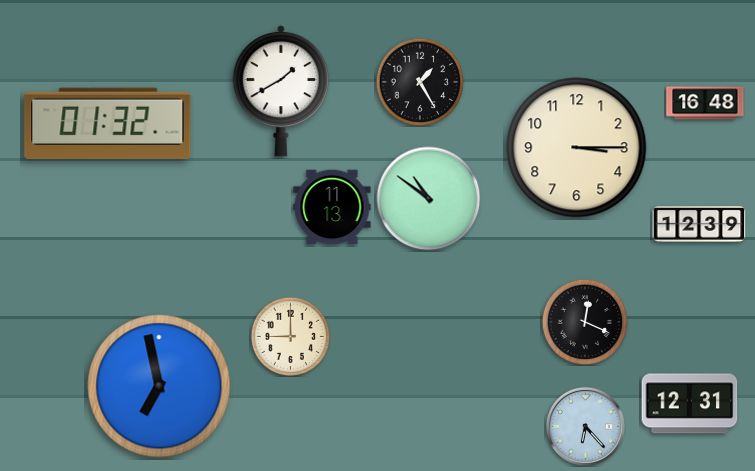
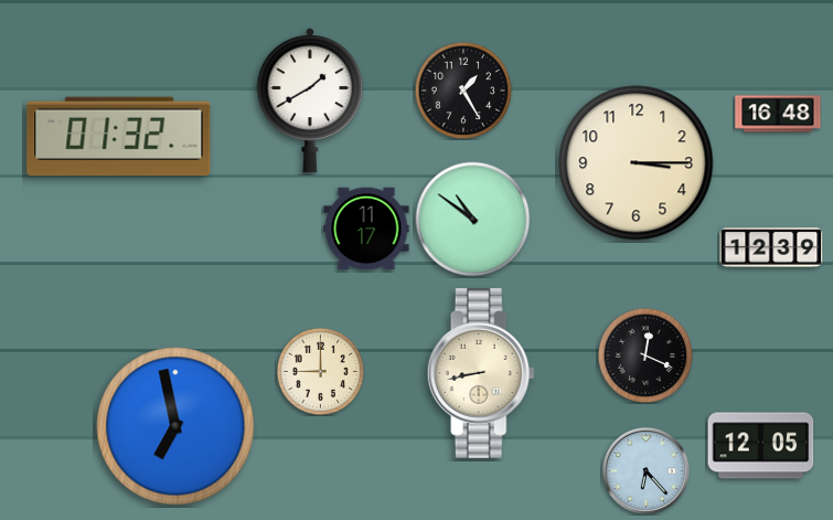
clock at (332, 207): 11:13 -> 11:17
clock at (481, 373): none -> 8:43
clock at (690, 404): 12:31 -> 12:05
